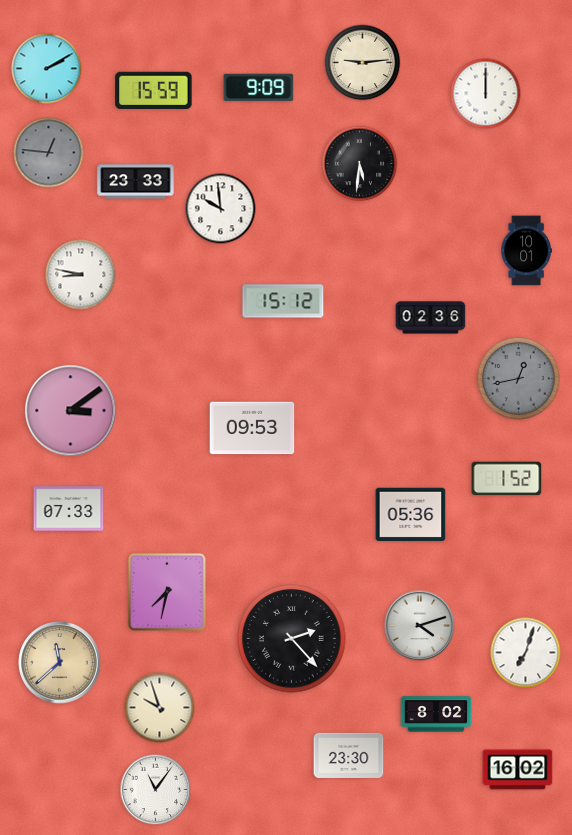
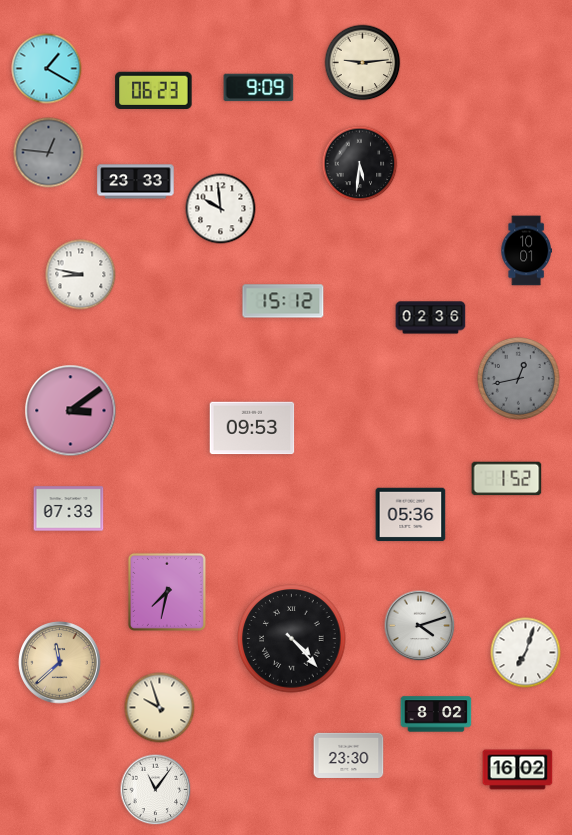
clock at (47, 69): 2:10 -> 1:20
clock at (154, 91): 15:59 -> 06:23
clock at (486, 94): 12:00 -> none
clock at (292, 639): 2:23 -> 4:23
